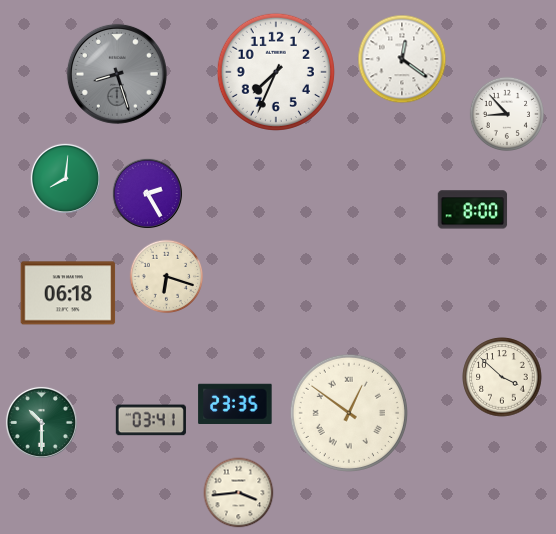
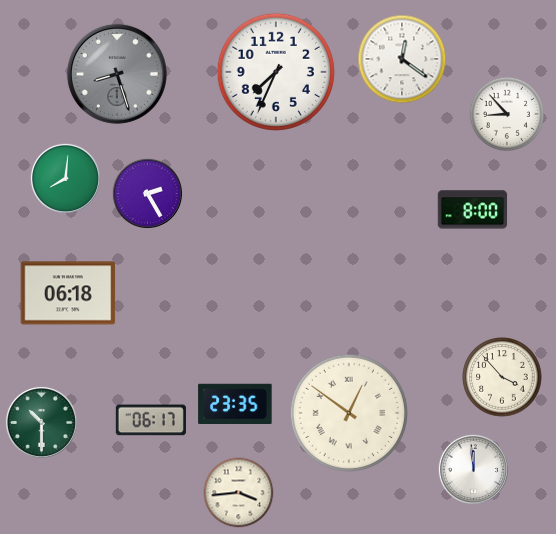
clock at (167, 277): 6:18 -> none
clock at (502, 377): 3:52 -> 3:53
clock at (151, 420): 03:41 -> 06:17
clock at (473, 469): none -> 11:59
